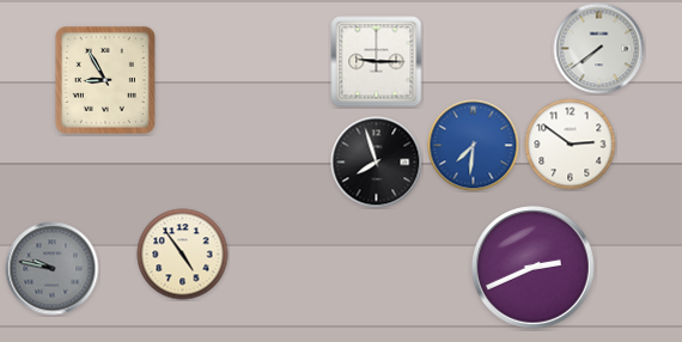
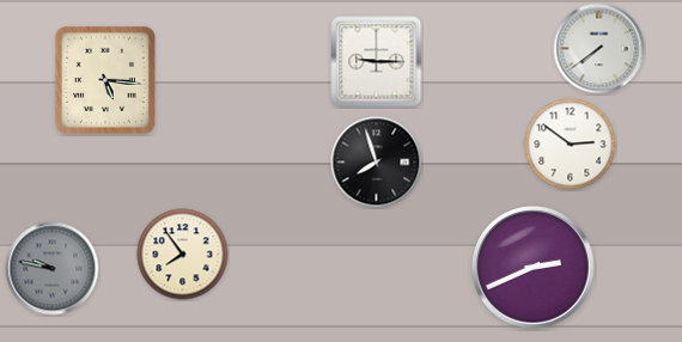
clock at (105, 80): 8:55 -> 5:16
clock at (474, 146): 7:31 -> none
clock at (183, 255): 4:54 -> 7:54
